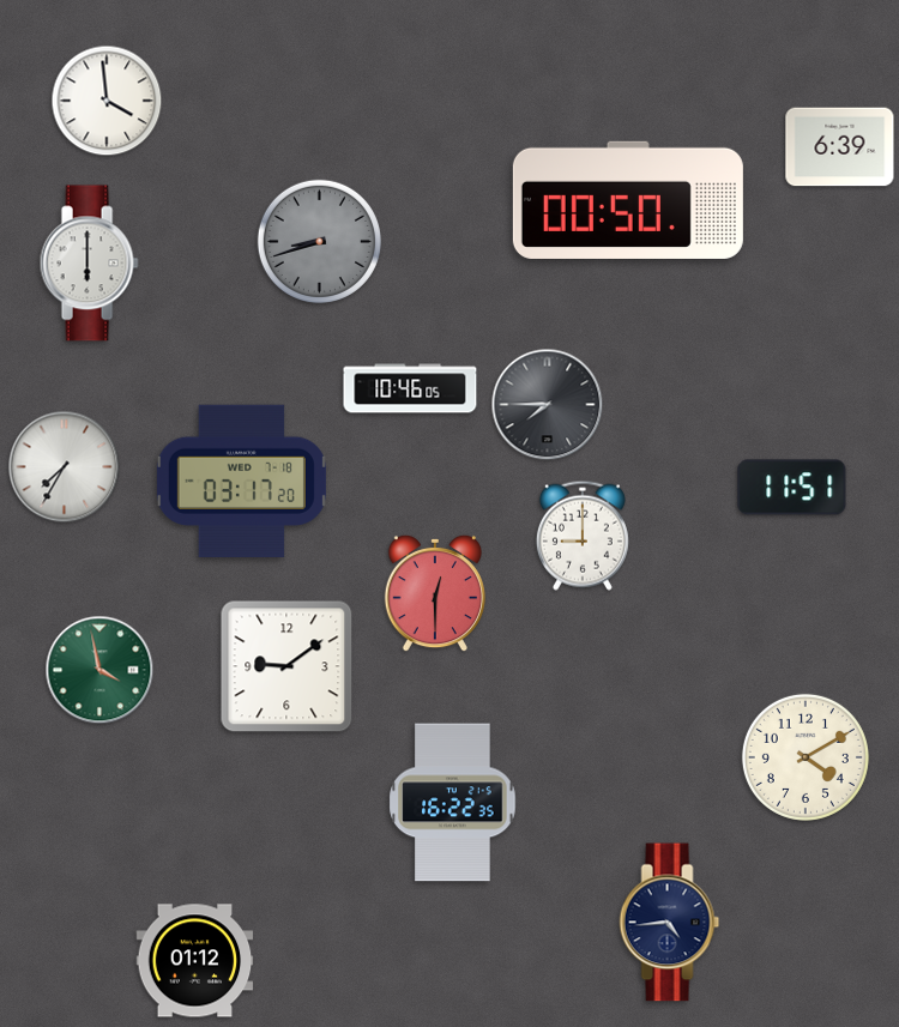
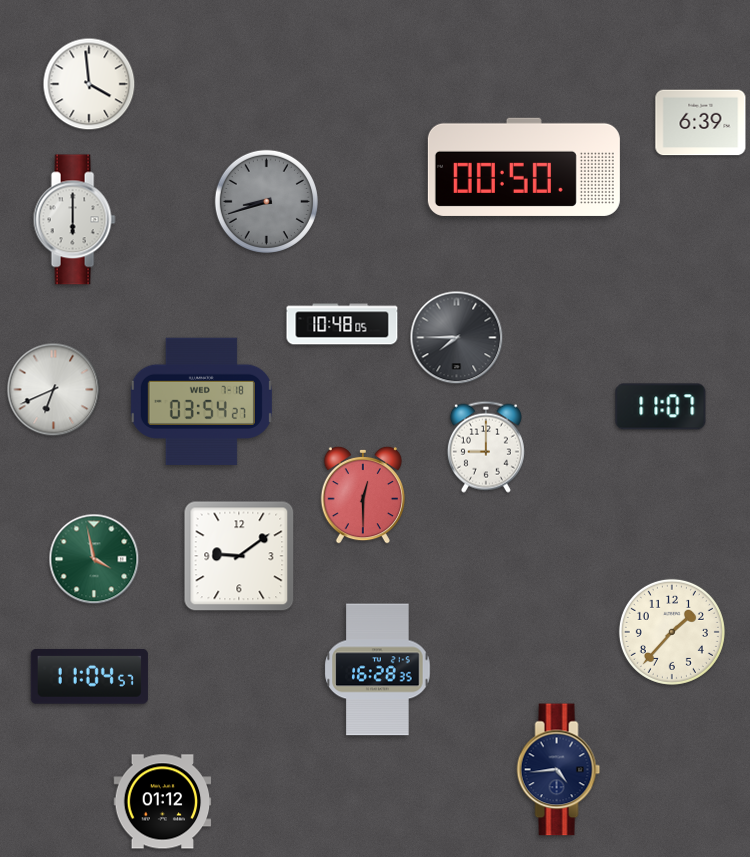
clock at (410, 388): 10:46 -> 10:48
clock at (65, 467): 7:35 -> 6:41
clock at (241, 482): 03:17 -> 03:54
clock at (792, 488): 11:51 -> 11:07
clock at (99, 670) position: (99, 670) -> (94, 559)
clock at (806, 757): 4:10 -> 1:37
clock at (453, 803): 16:22 -> 16:28
clock at (89, 677): none -> 11:04
